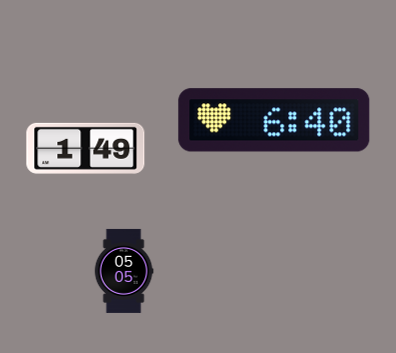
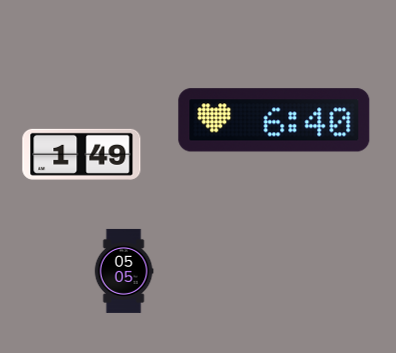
clock at (86, 148) position: (86, 148) -> (82, 154)
